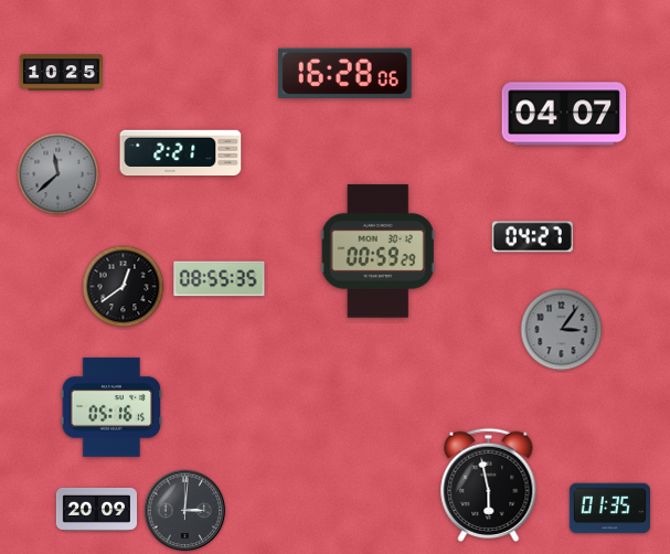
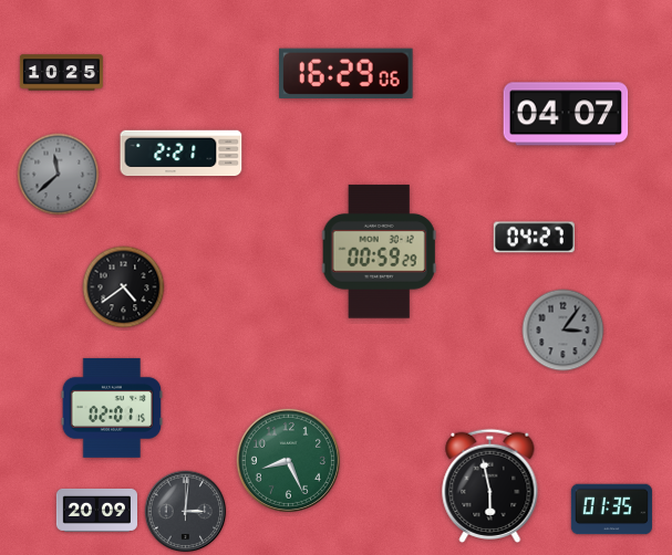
clock at (345, 73): 16:28 -> 16:29
clock at (220, 279): 08:55 -> none
clock at (124, 287): 12:39 -> 4:39
clock at (111, 407): 05:16 -> 02:01
clock at (288, 460): none -> 8:26
